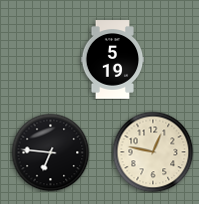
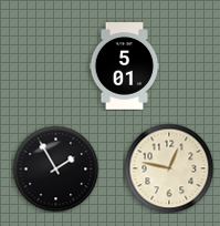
clock at (113, 60): 5:19 -> 5:01
clock at (50, 152): 6:46 -> 1:55
